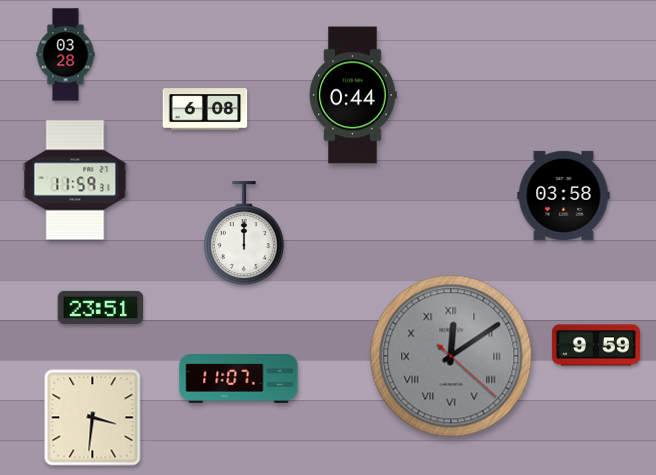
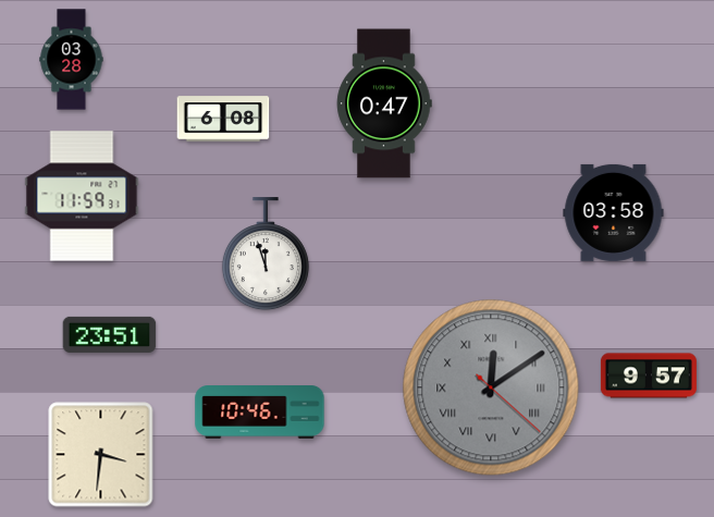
clock at (353, 95): 0:44 -> 0:47
clock at (244, 234): 12:00 -> 11:57
clock at (596, 345): 9:59 -> 9:57
clock at (239, 379): 11:07 -> 10:46
